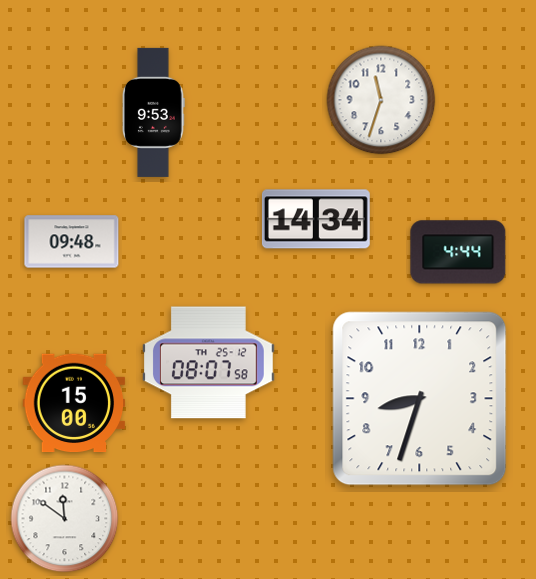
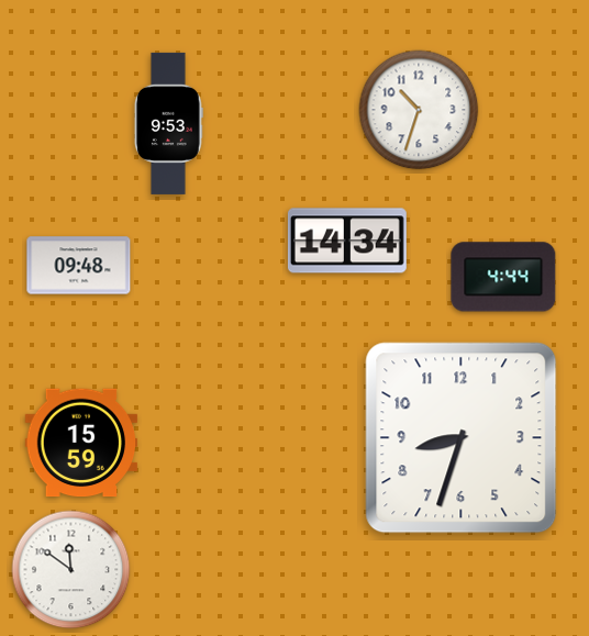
clock at (381, 100): 11:33 -> 10:33
clock at (209, 363): 08:07 -> none
clock at (74, 403): 15:00 -> 15:59
